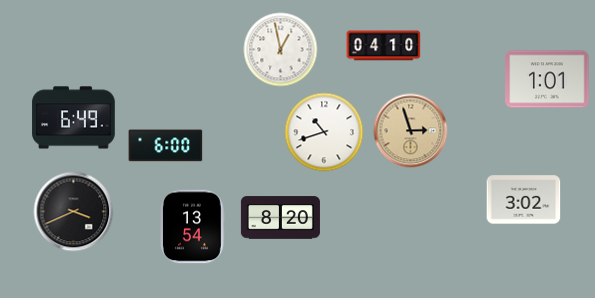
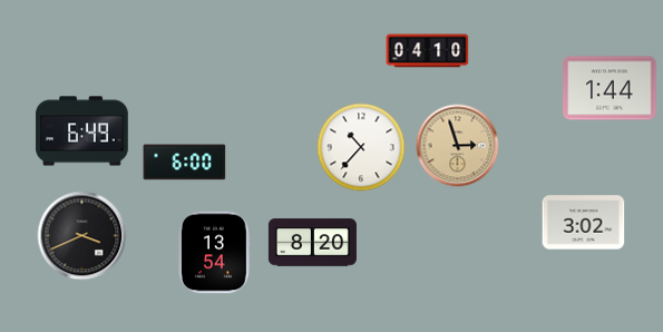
clock at (281, 50): 12:58 -> none
clock at (547, 79): 1:01 -> 1:44
clock at (324, 132): 10:42 -> 10:37
